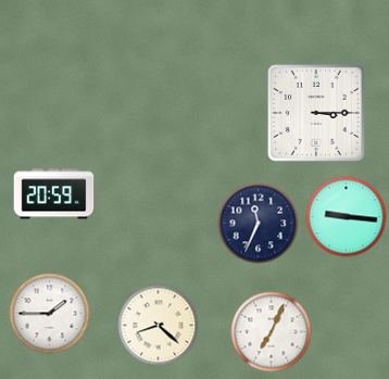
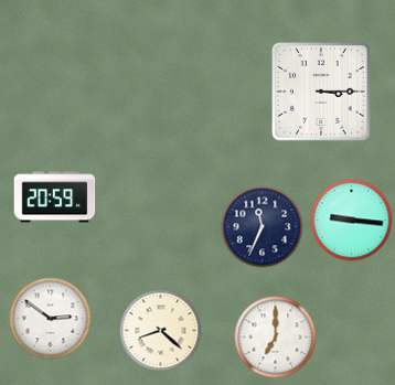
clock at (317, 114) position: (317, 114) -> (322, 93)
clock at (50, 314): 1:45 -> 2:51
clock at (272, 332): 7:04 -> 7:00
